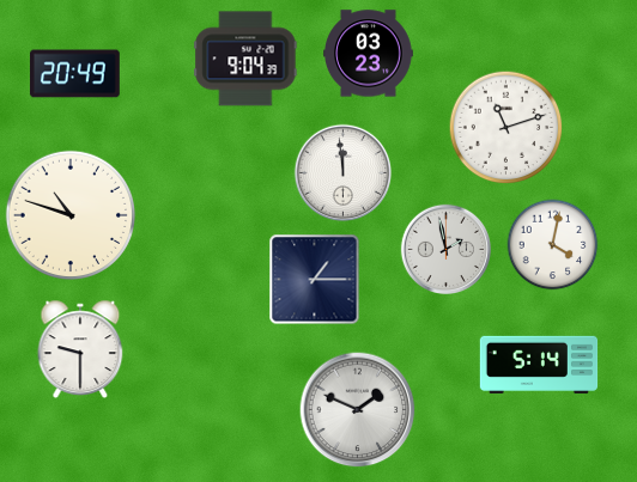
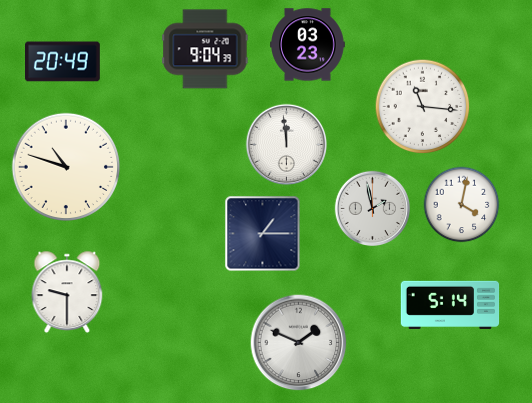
clock at (506, 128): 11:12 -> 11:16
clock at (69, 214) position: (69, 214) -> (65, 166)
